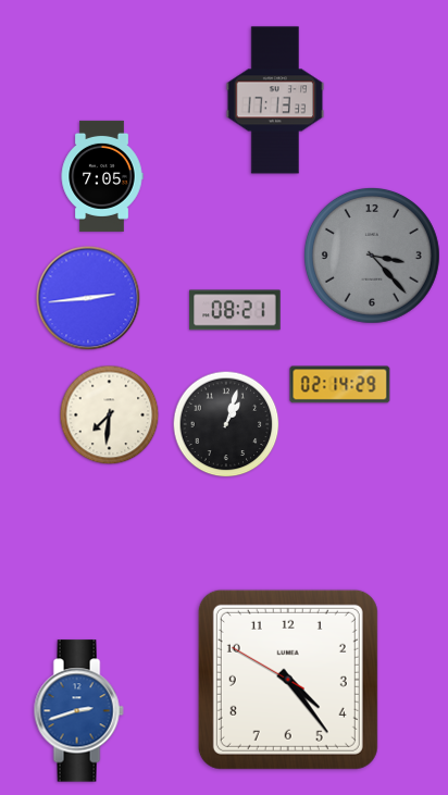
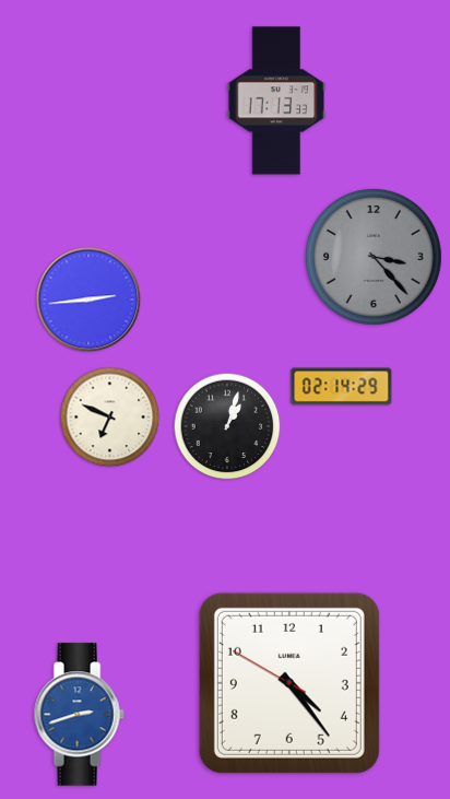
clock at (102, 176): 7:05 -> none
clock at (235, 310): 08:21 -> none
clock at (110, 415): 7:31 -> 6:49
